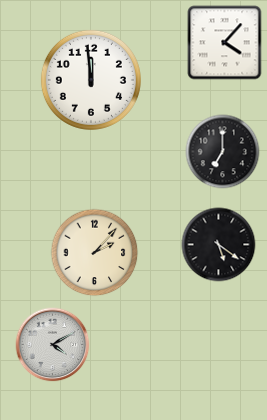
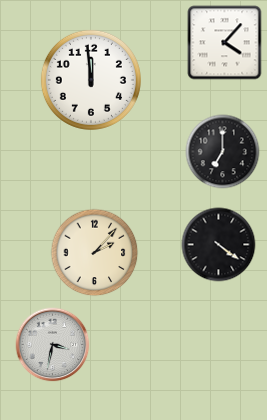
clock at (219, 245): 5:21 -> 4:21
clock at (53, 345): 4:10 -> 3:32
